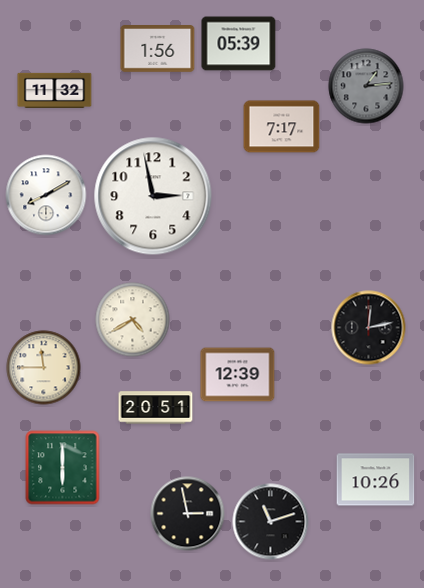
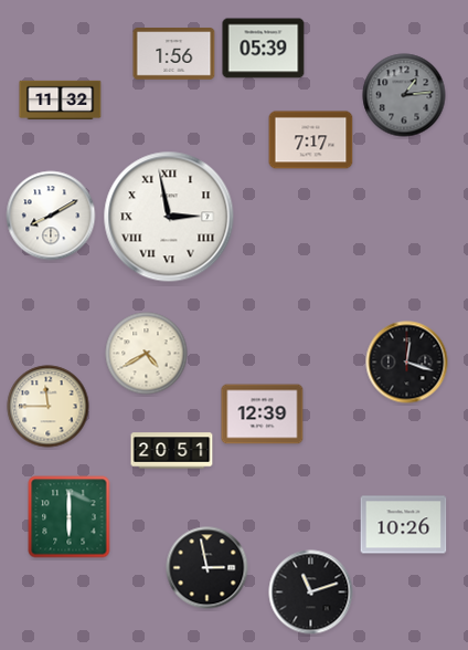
clock at (153, 196) numerals: Arabic -> Roman
clock at (369, 328): 12:13 -> 12:18
clock at (376, 480) position: (376, 480) -> (404, 525)
clock at (271, 522) position: (271, 522) -> (311, 593)
